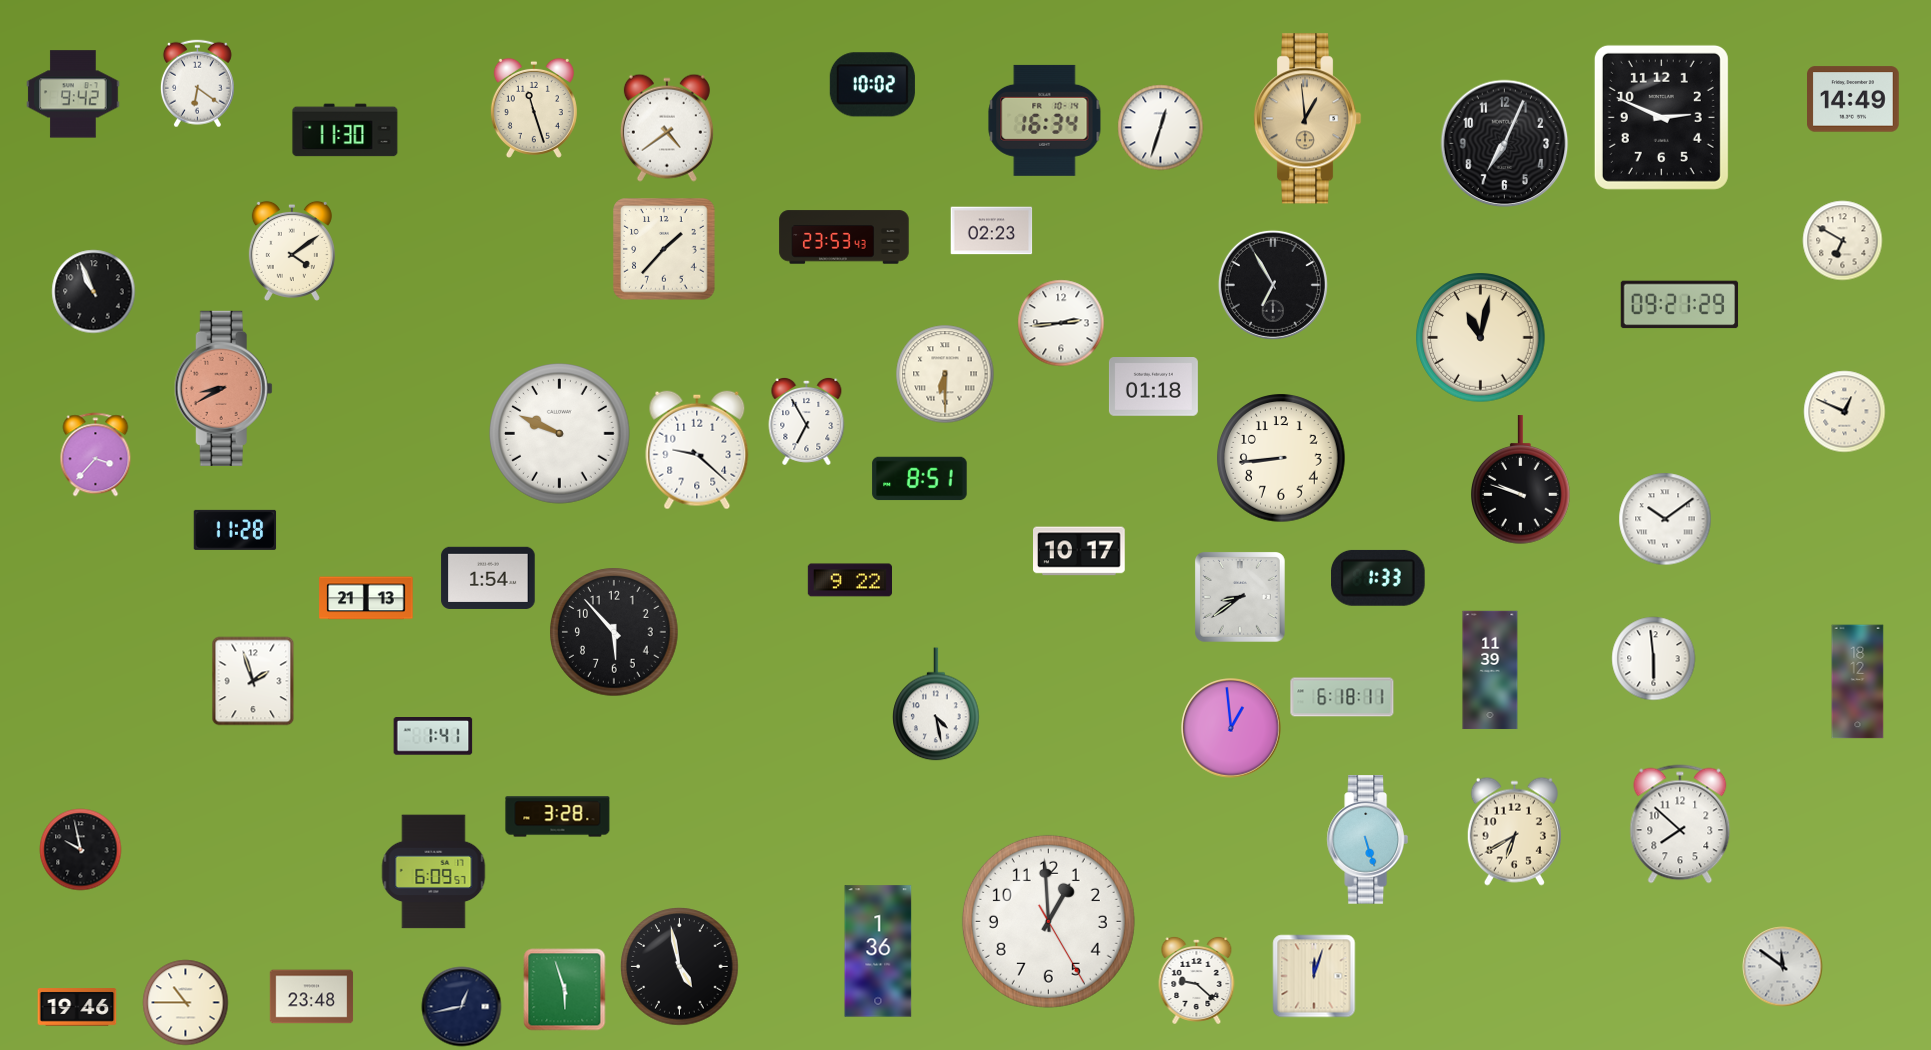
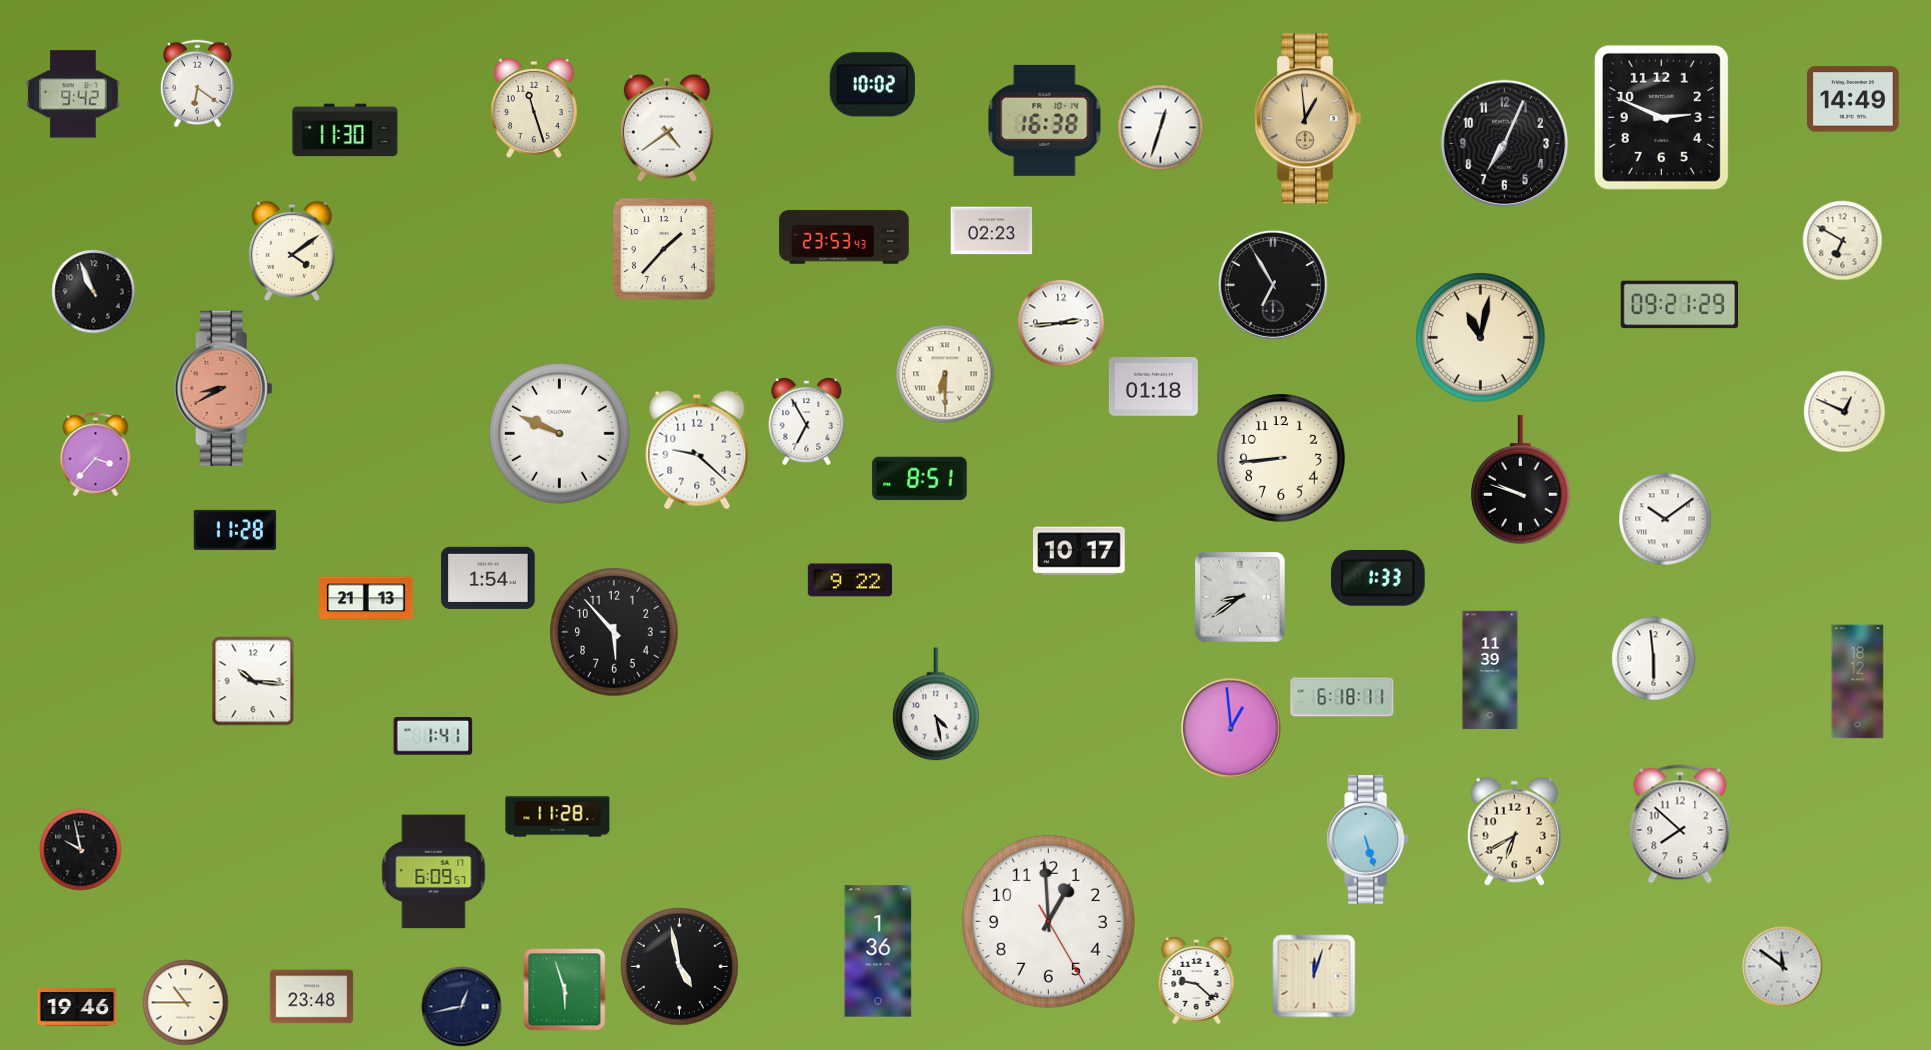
clock at (1045, 120): 16:34 -> 16:38
clock at (253, 681): 1:57 -> 10:16
clock at (558, 817): 3:28 -> 11:28
